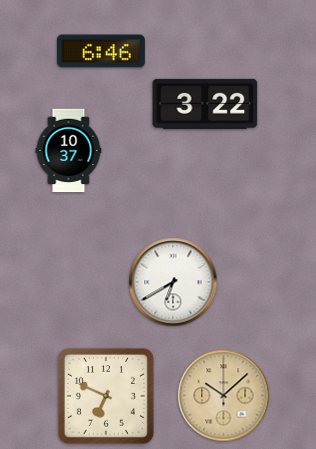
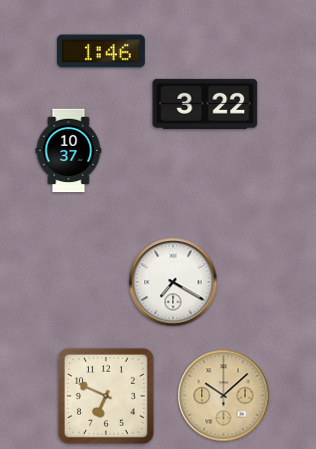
clock at (101, 51): 6:46 -> 1:46
clock at (173, 282): 6:40 -> 7:20
